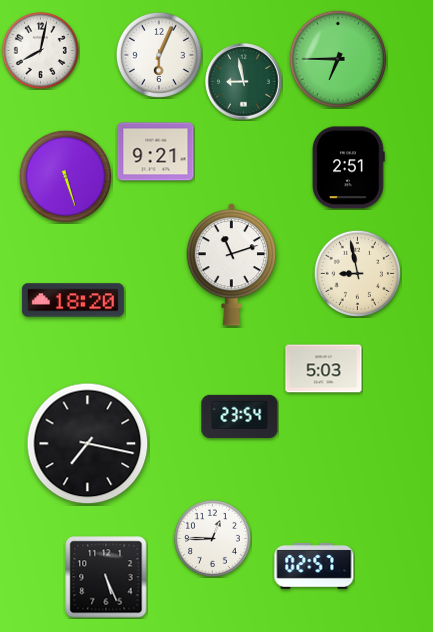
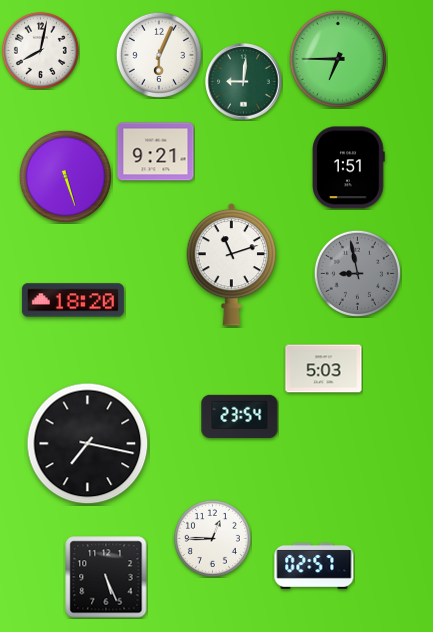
clock at (244, 82): 8:58 -> 9:01
clock at (349, 168): 2:51 -> 1:51
clock at (357, 273) dial: cream -> grey
